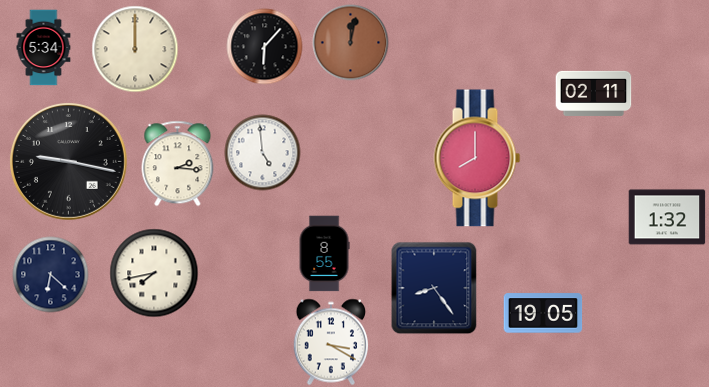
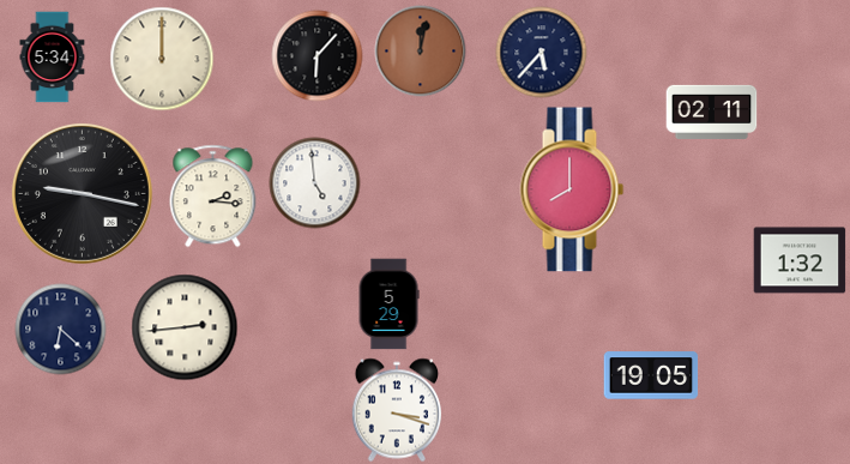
clock at (542, 53): none -> 5:37
clock at (324, 254): 8:55 -> 5:29
clock at (154, 273): 7:43 -> 2:44
clock at (434, 288): 8:24 -> none
clock at (330, 342): 3:20 -> 3:18
